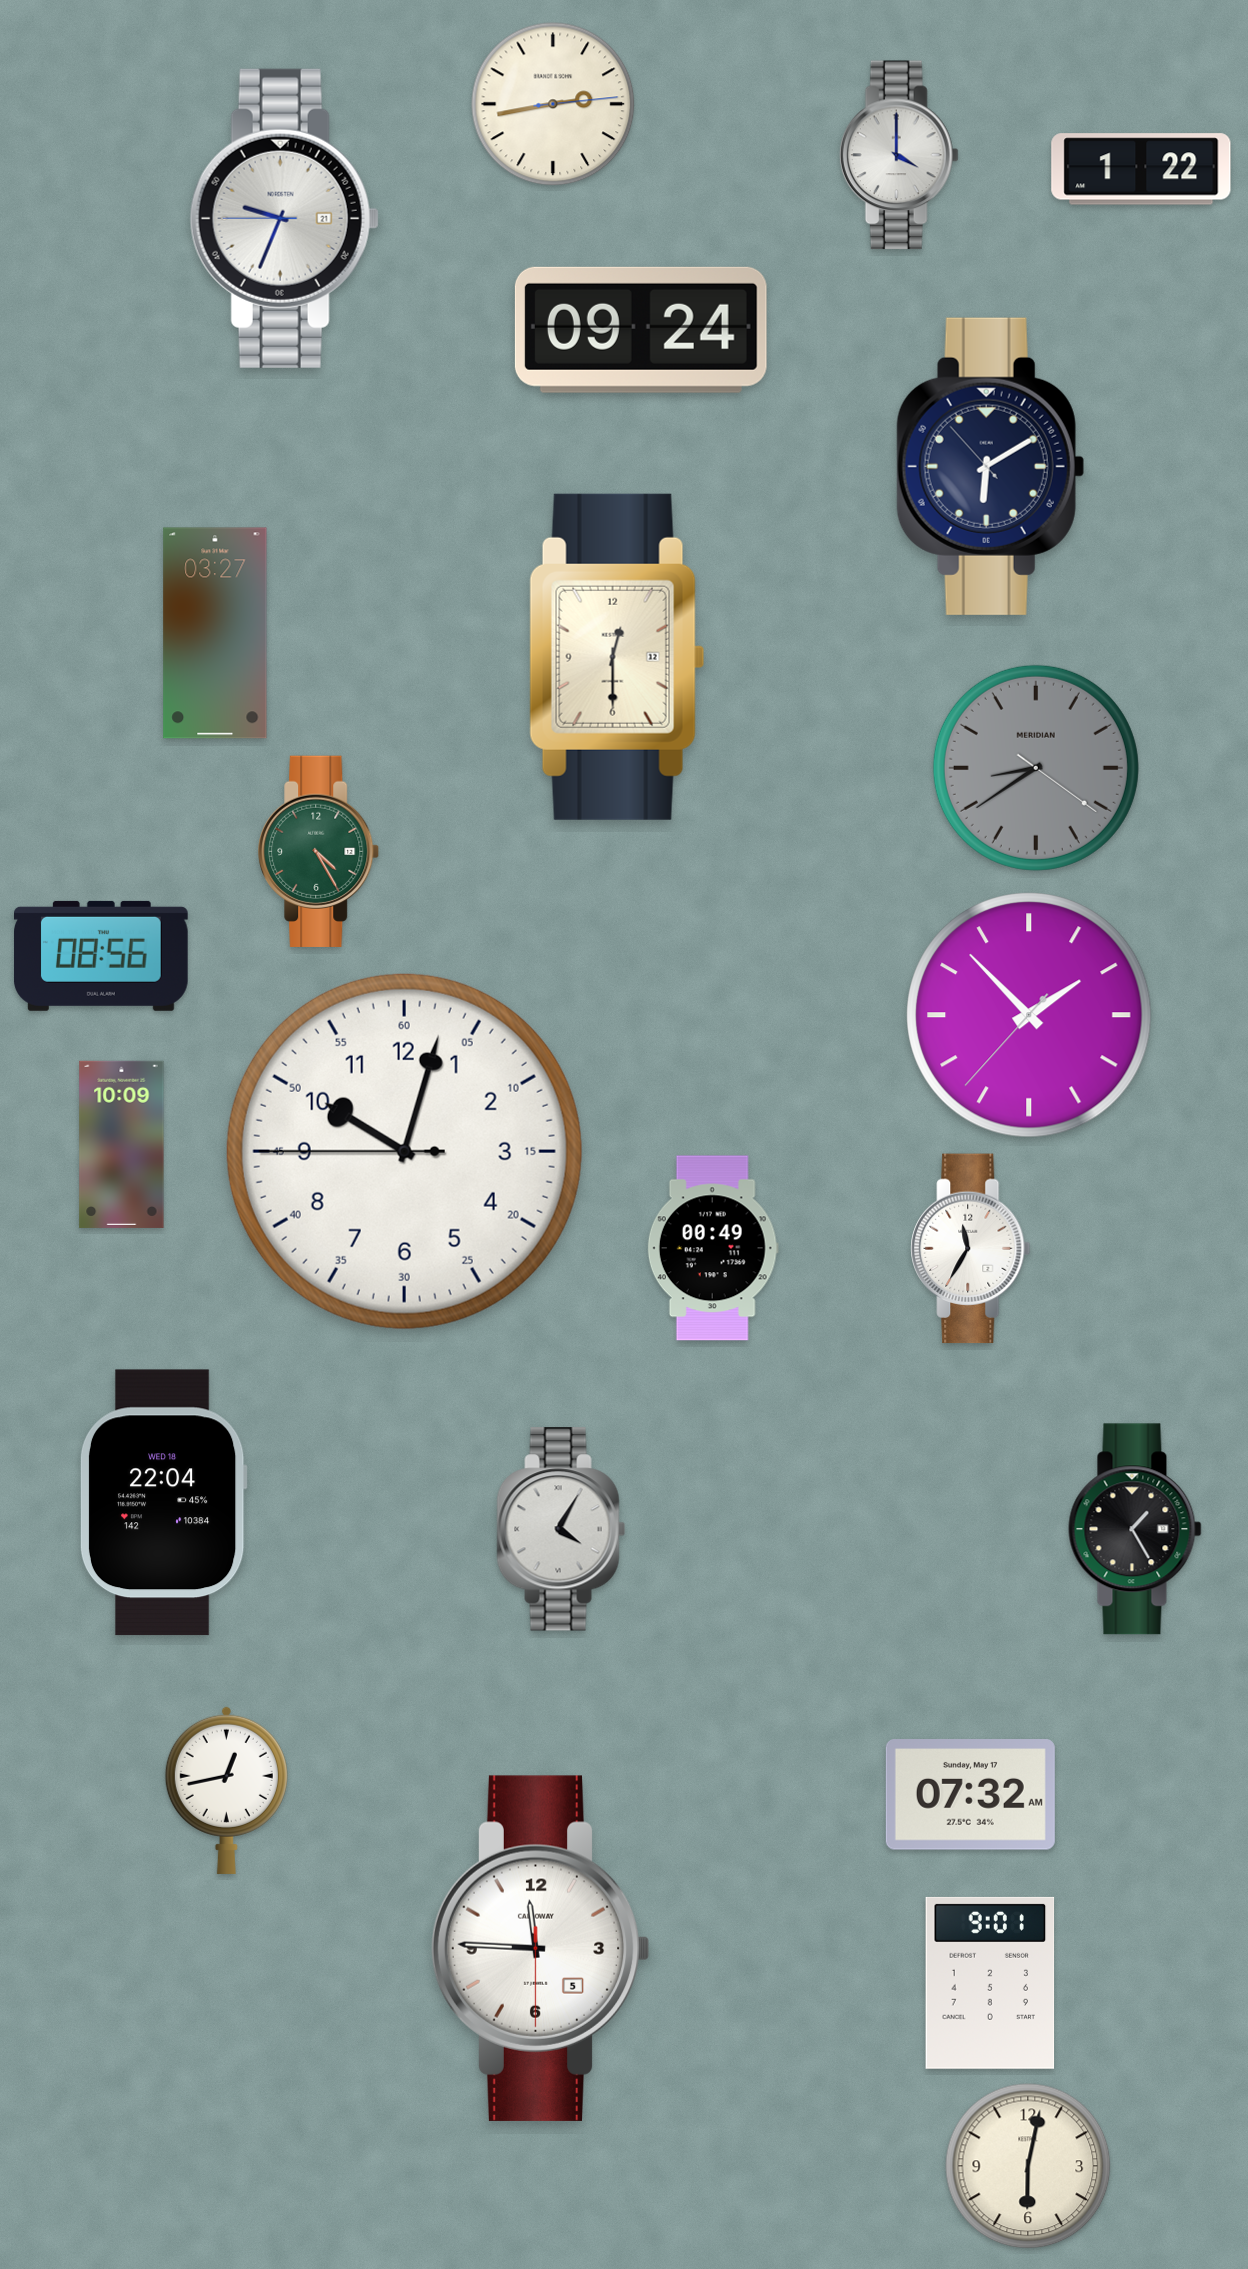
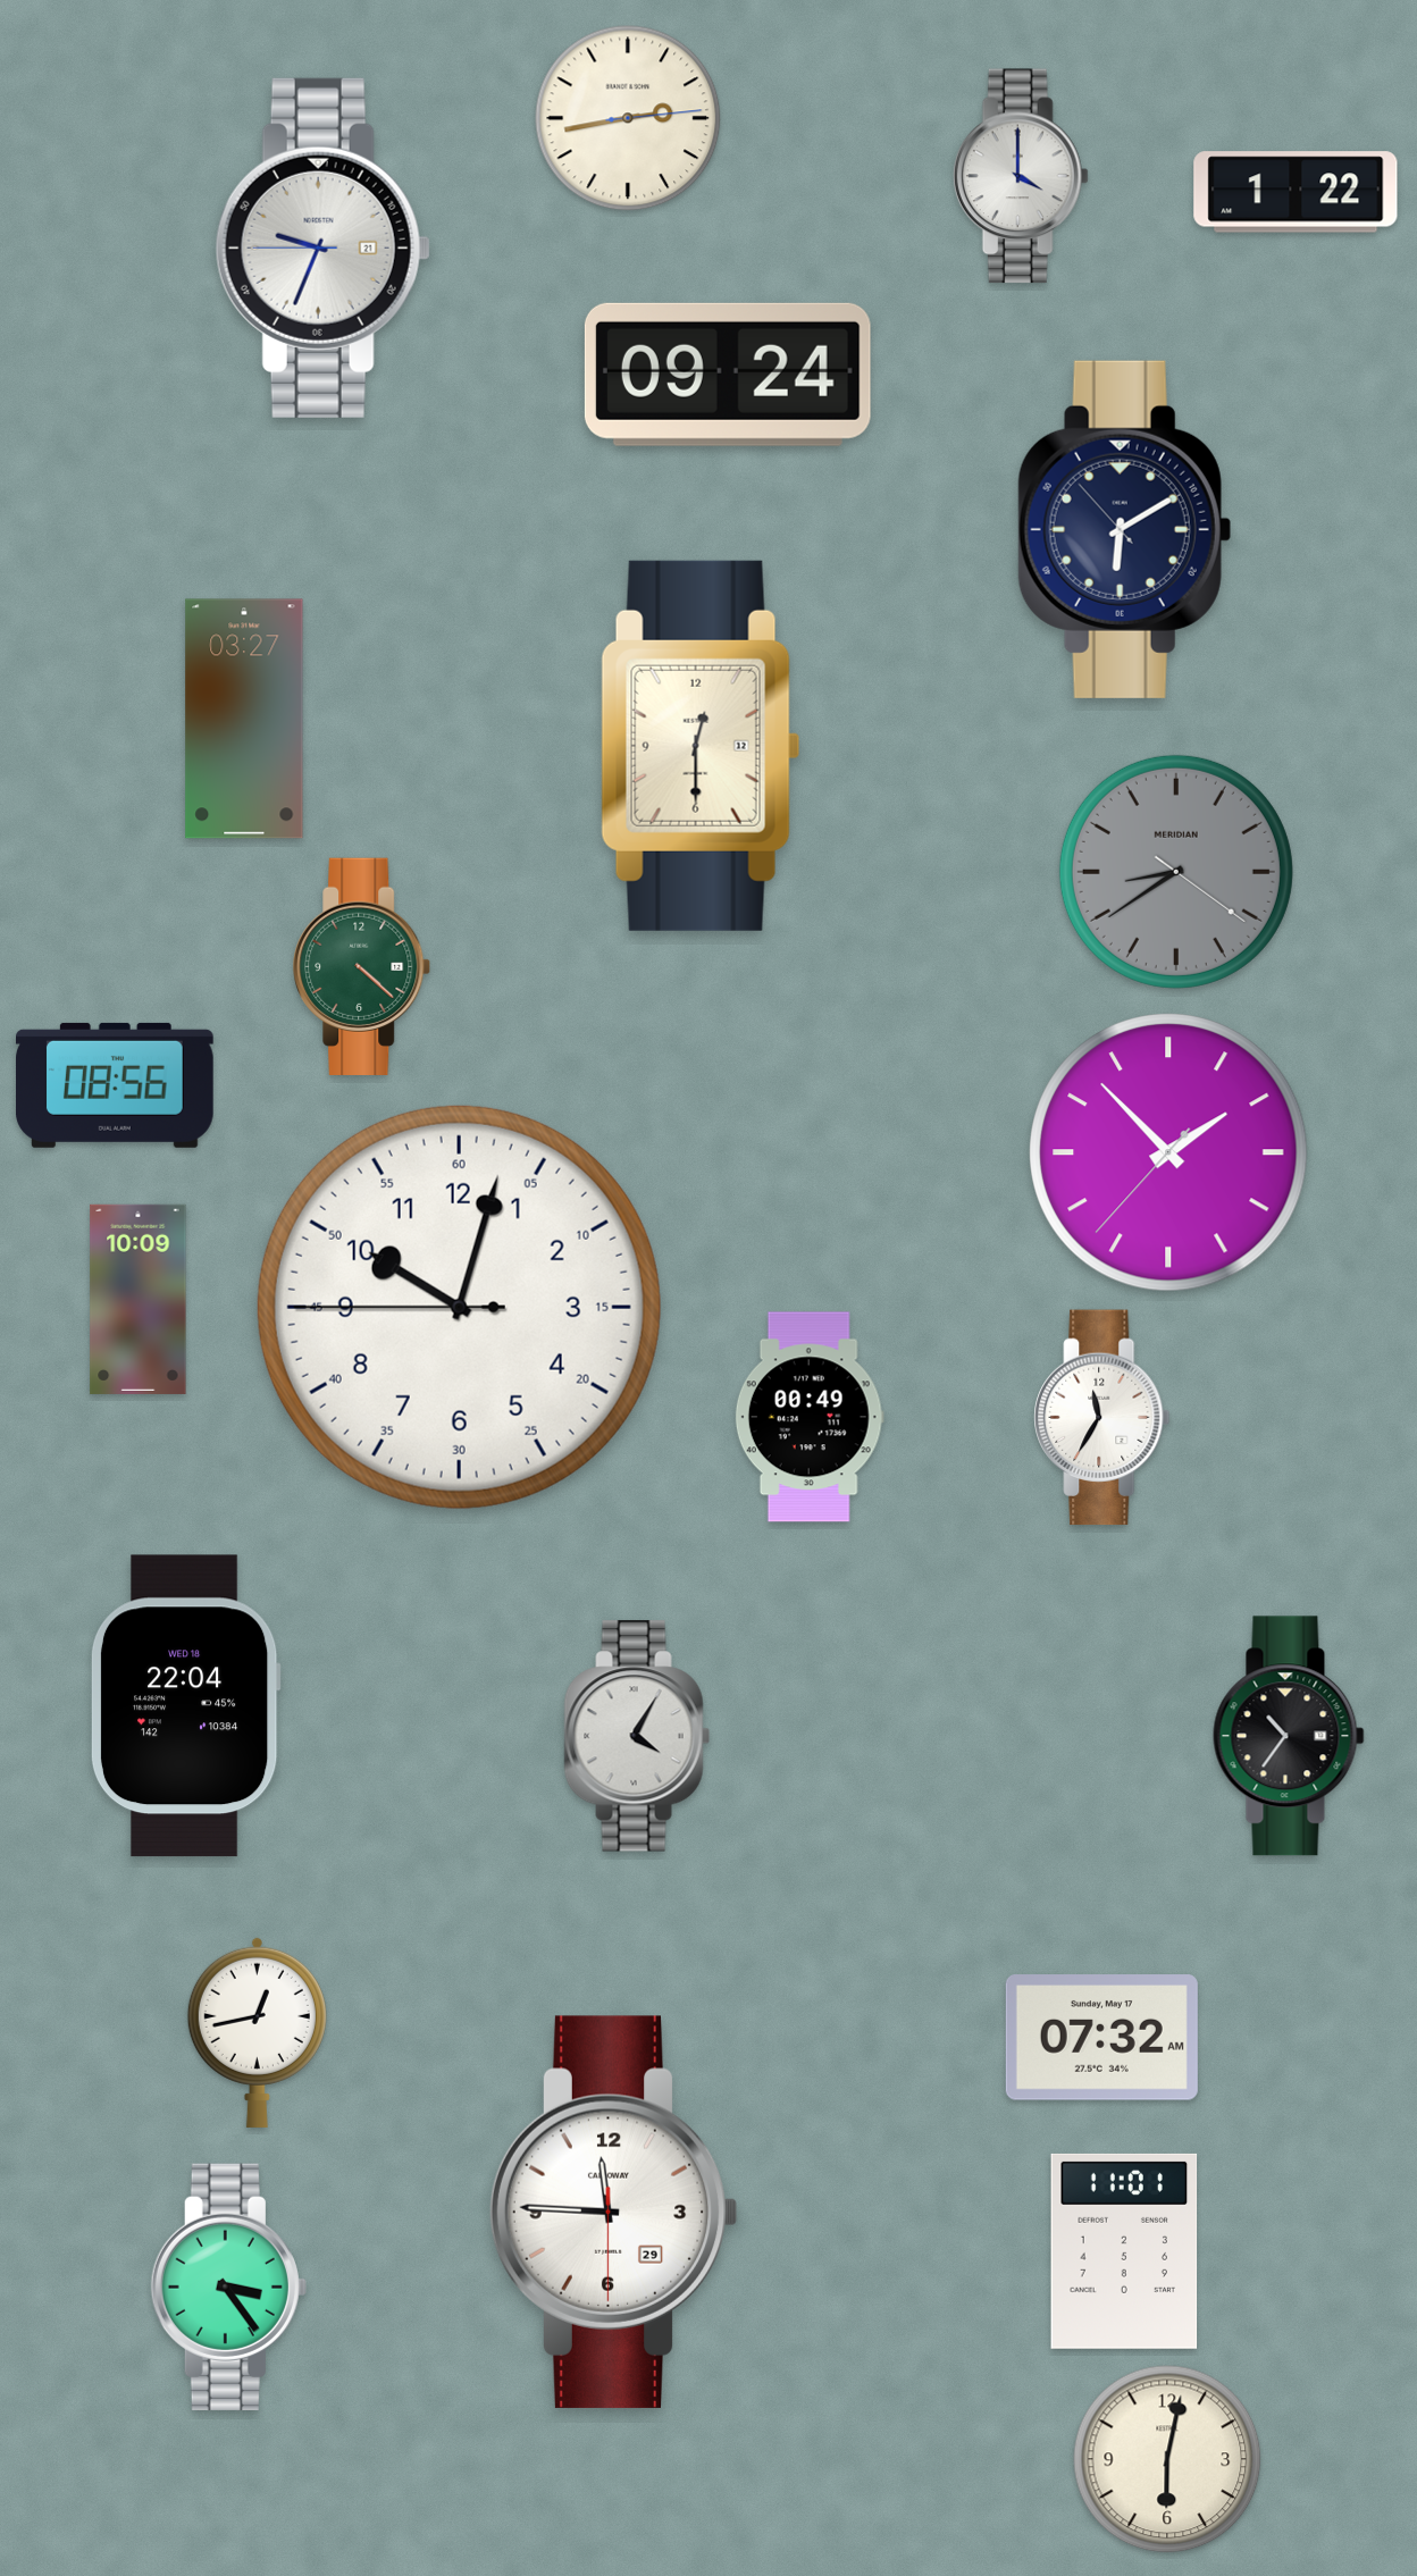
clock at (319, 851): 4:25 -> 4:22
clock at (1135, 1529): 1:25 -> 10:36
clock at (540, 1948) date: 5 -> 29
clock at (990, 1983): 9:01 -> 11:01
clock at (228, 2286): none -> 3:24
